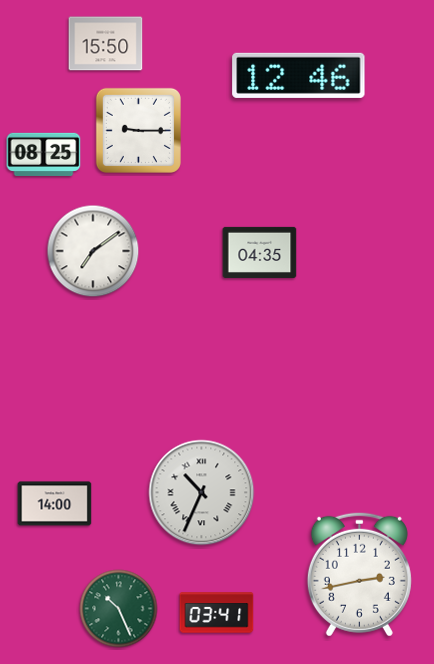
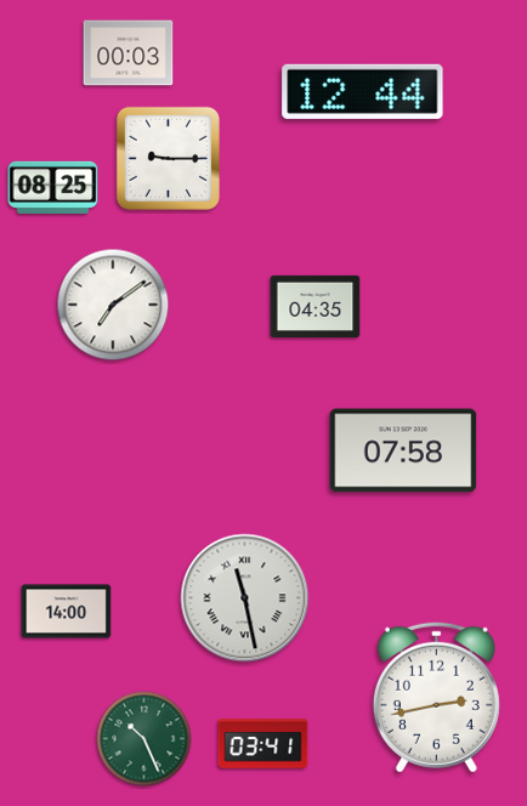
clock at (106, 44): 15:50 -> 00:03
clock at (299, 75): 12:46 -> 12:44
clock at (403, 450): none -> 07:58
clock at (202, 493): 10:34 -> 11:28
